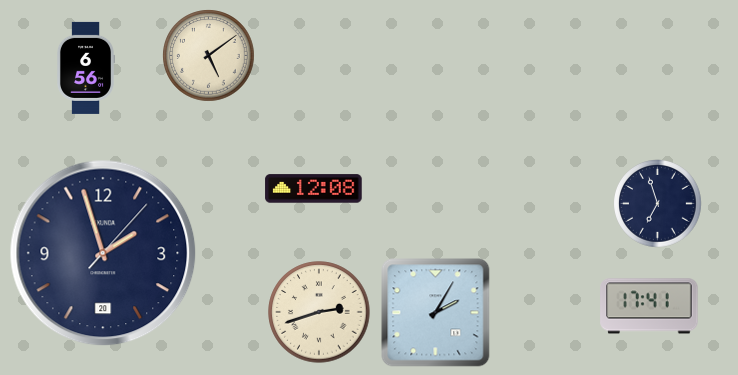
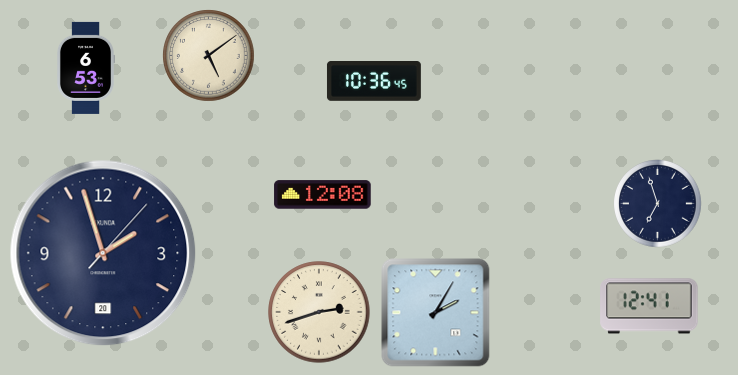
clock at (85, 68): 6:56 -> 6:53
clock at (374, 82): none -> 10:36
clock at (314, 189) position: (314, 189) -> (323, 195)
clock at (649, 306): 17:41 -> 12:41
